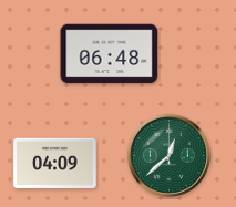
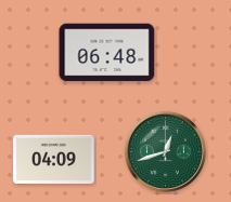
clock at (168, 155): 12:38 -> 12:42
